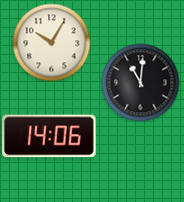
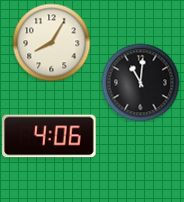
clock at (51, 42): 10:05 -> 8:05
clock at (49, 136): 14:06 -> 4:06
